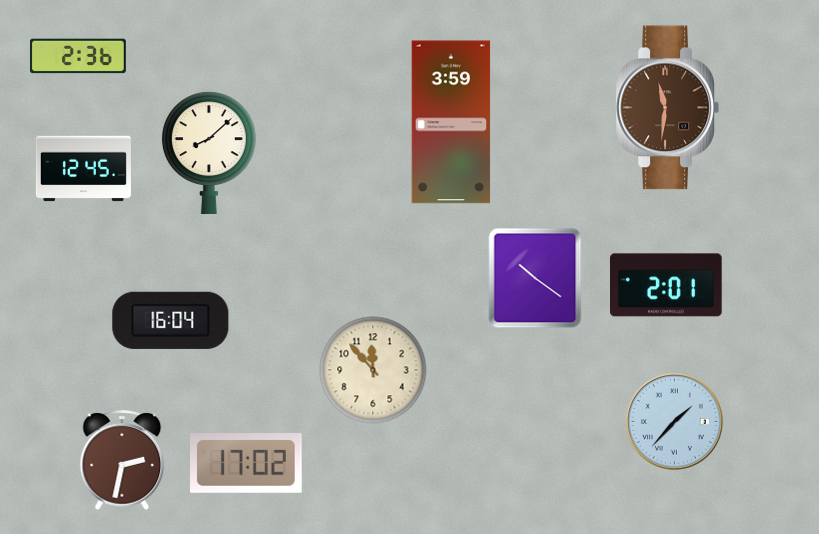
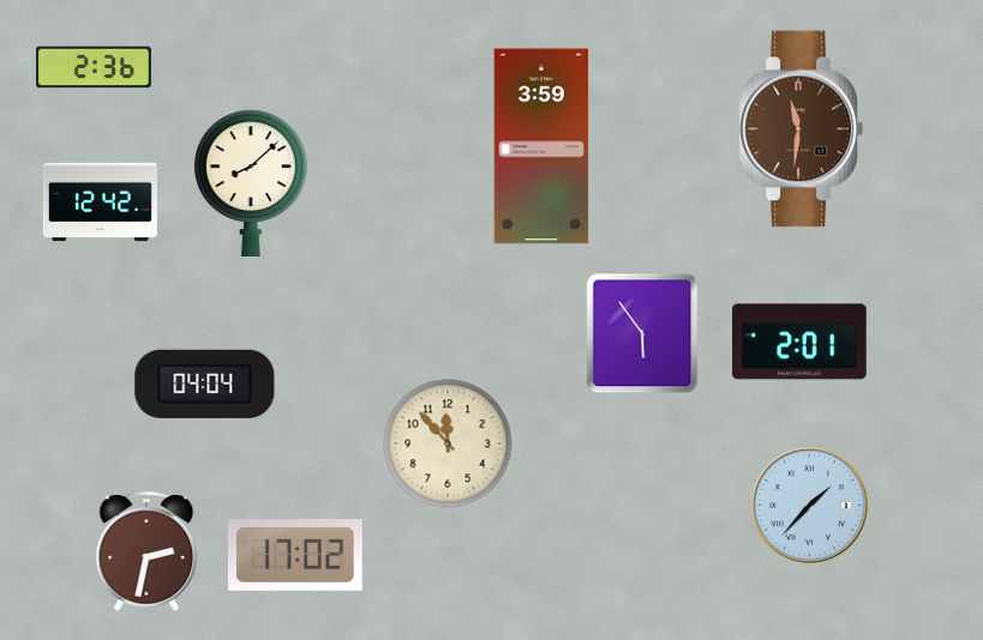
clock at (83, 169): 12:45 -> 12:42
clock at (535, 278): 10:21 -> 5:54
clock at (171, 320): 16:04 -> 04:04
